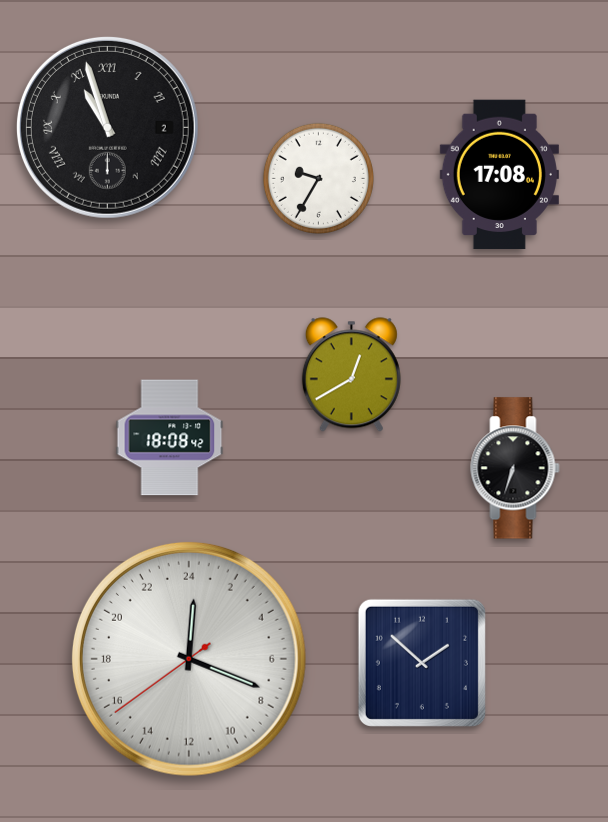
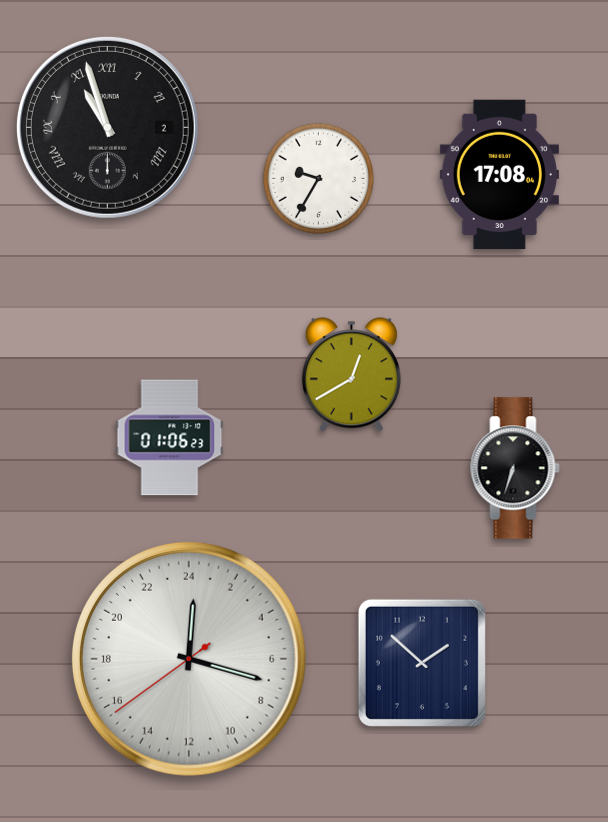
clock at (170, 438): 18:08 -> 01:06
clock at (189, 659): 0:18 -> 0:17
